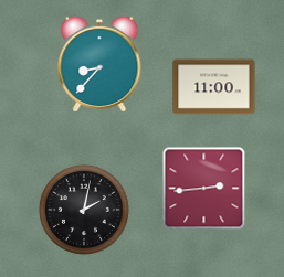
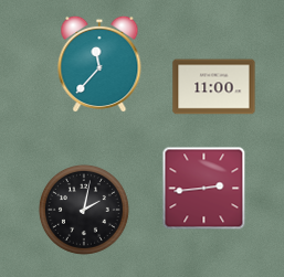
clock at (99, 64): 8:37 -> 11:37
